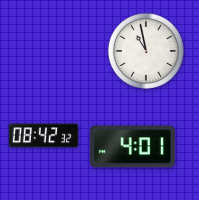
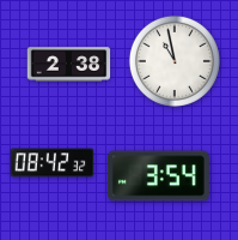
clock at (69, 65): none -> 2:38
clock at (132, 147): 4:01 -> 3:54
